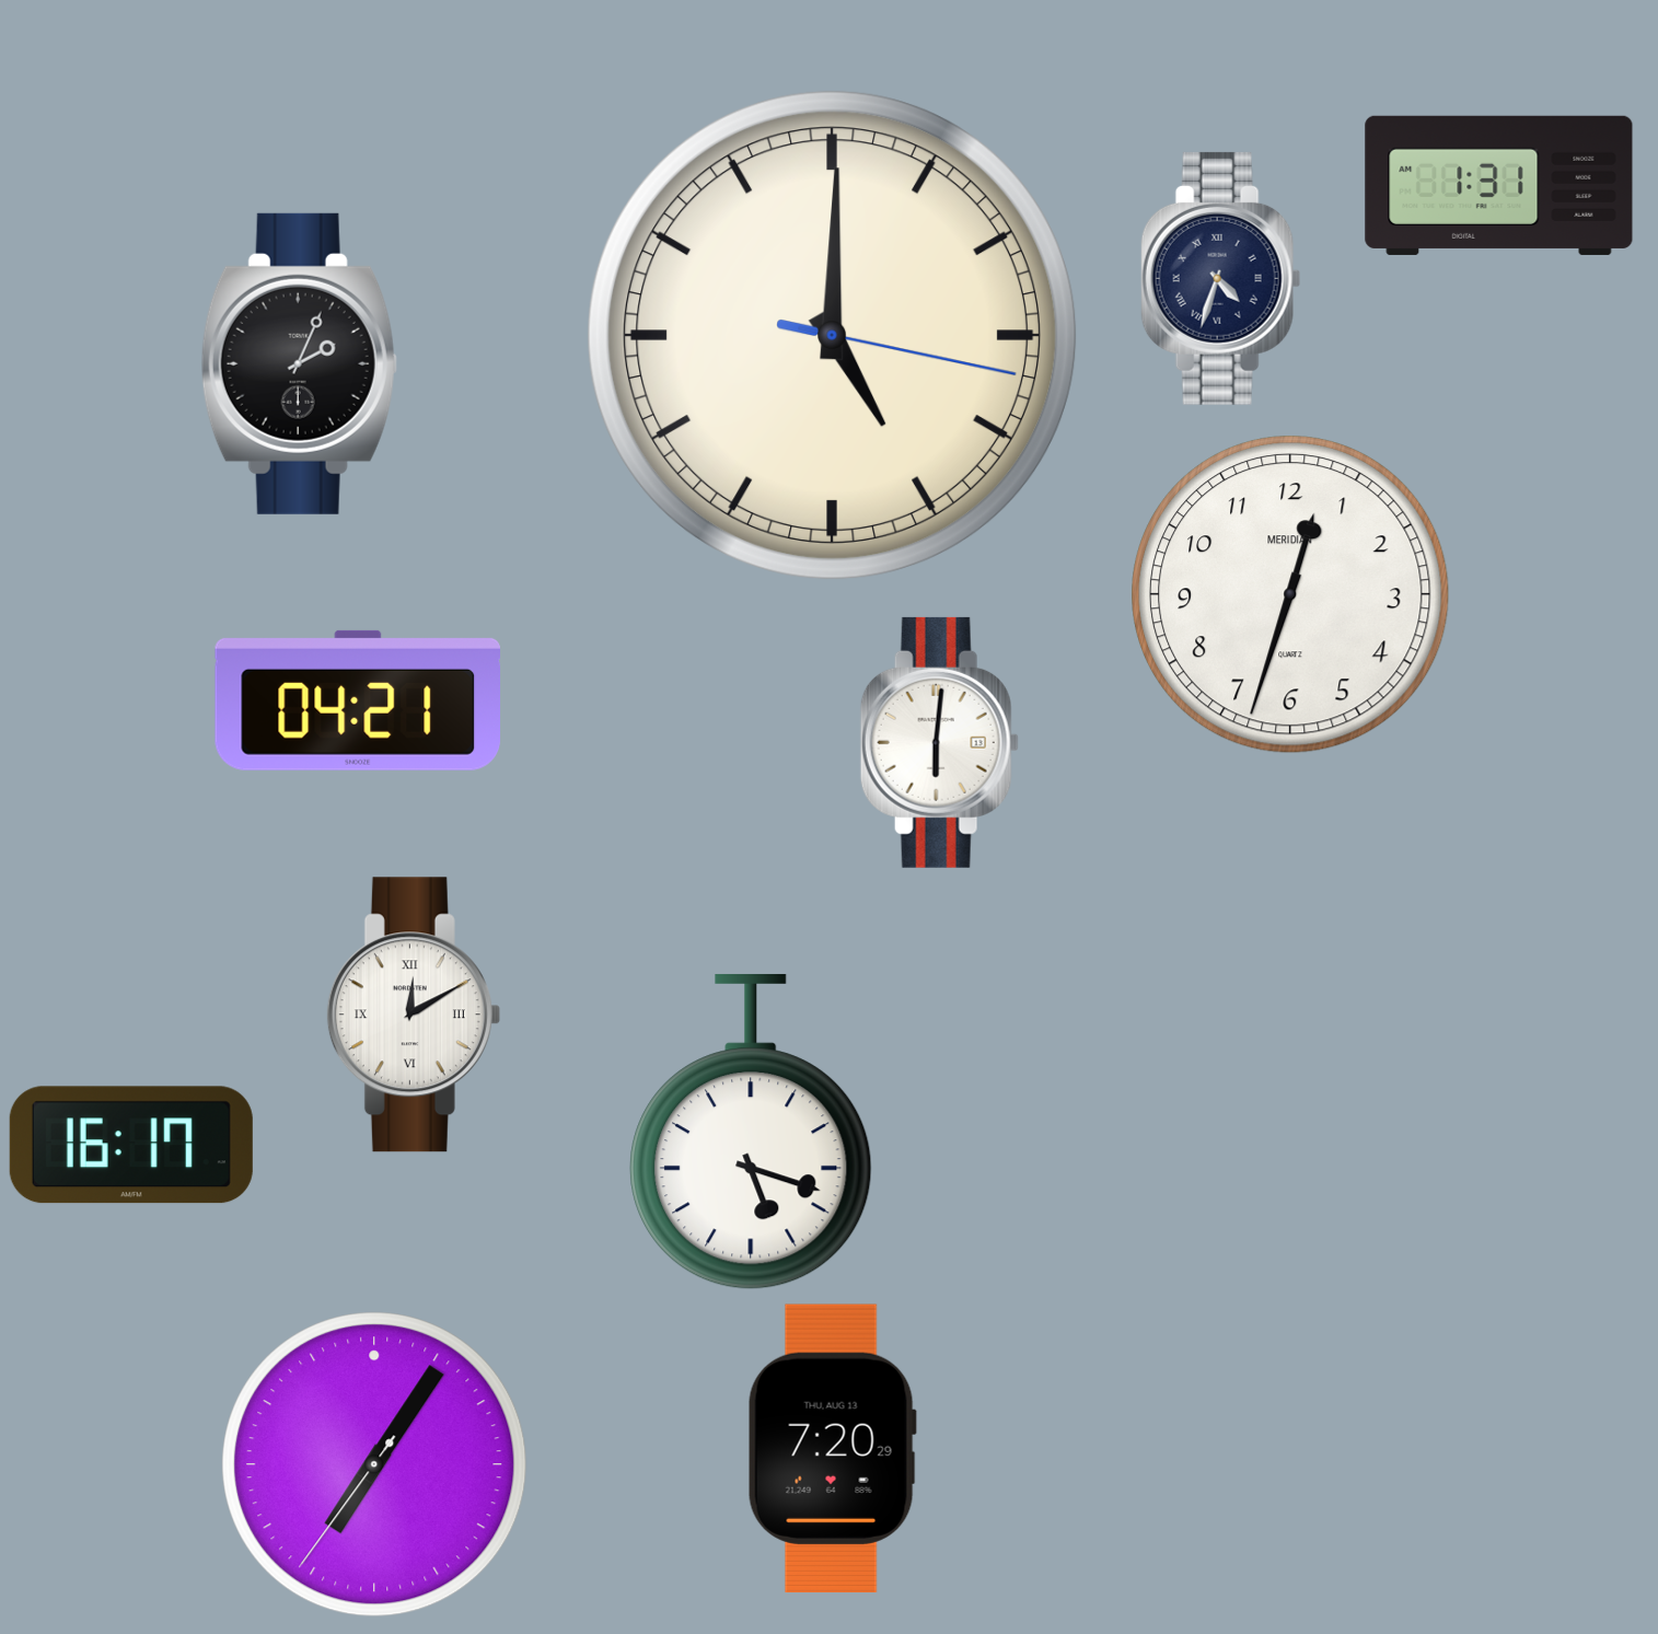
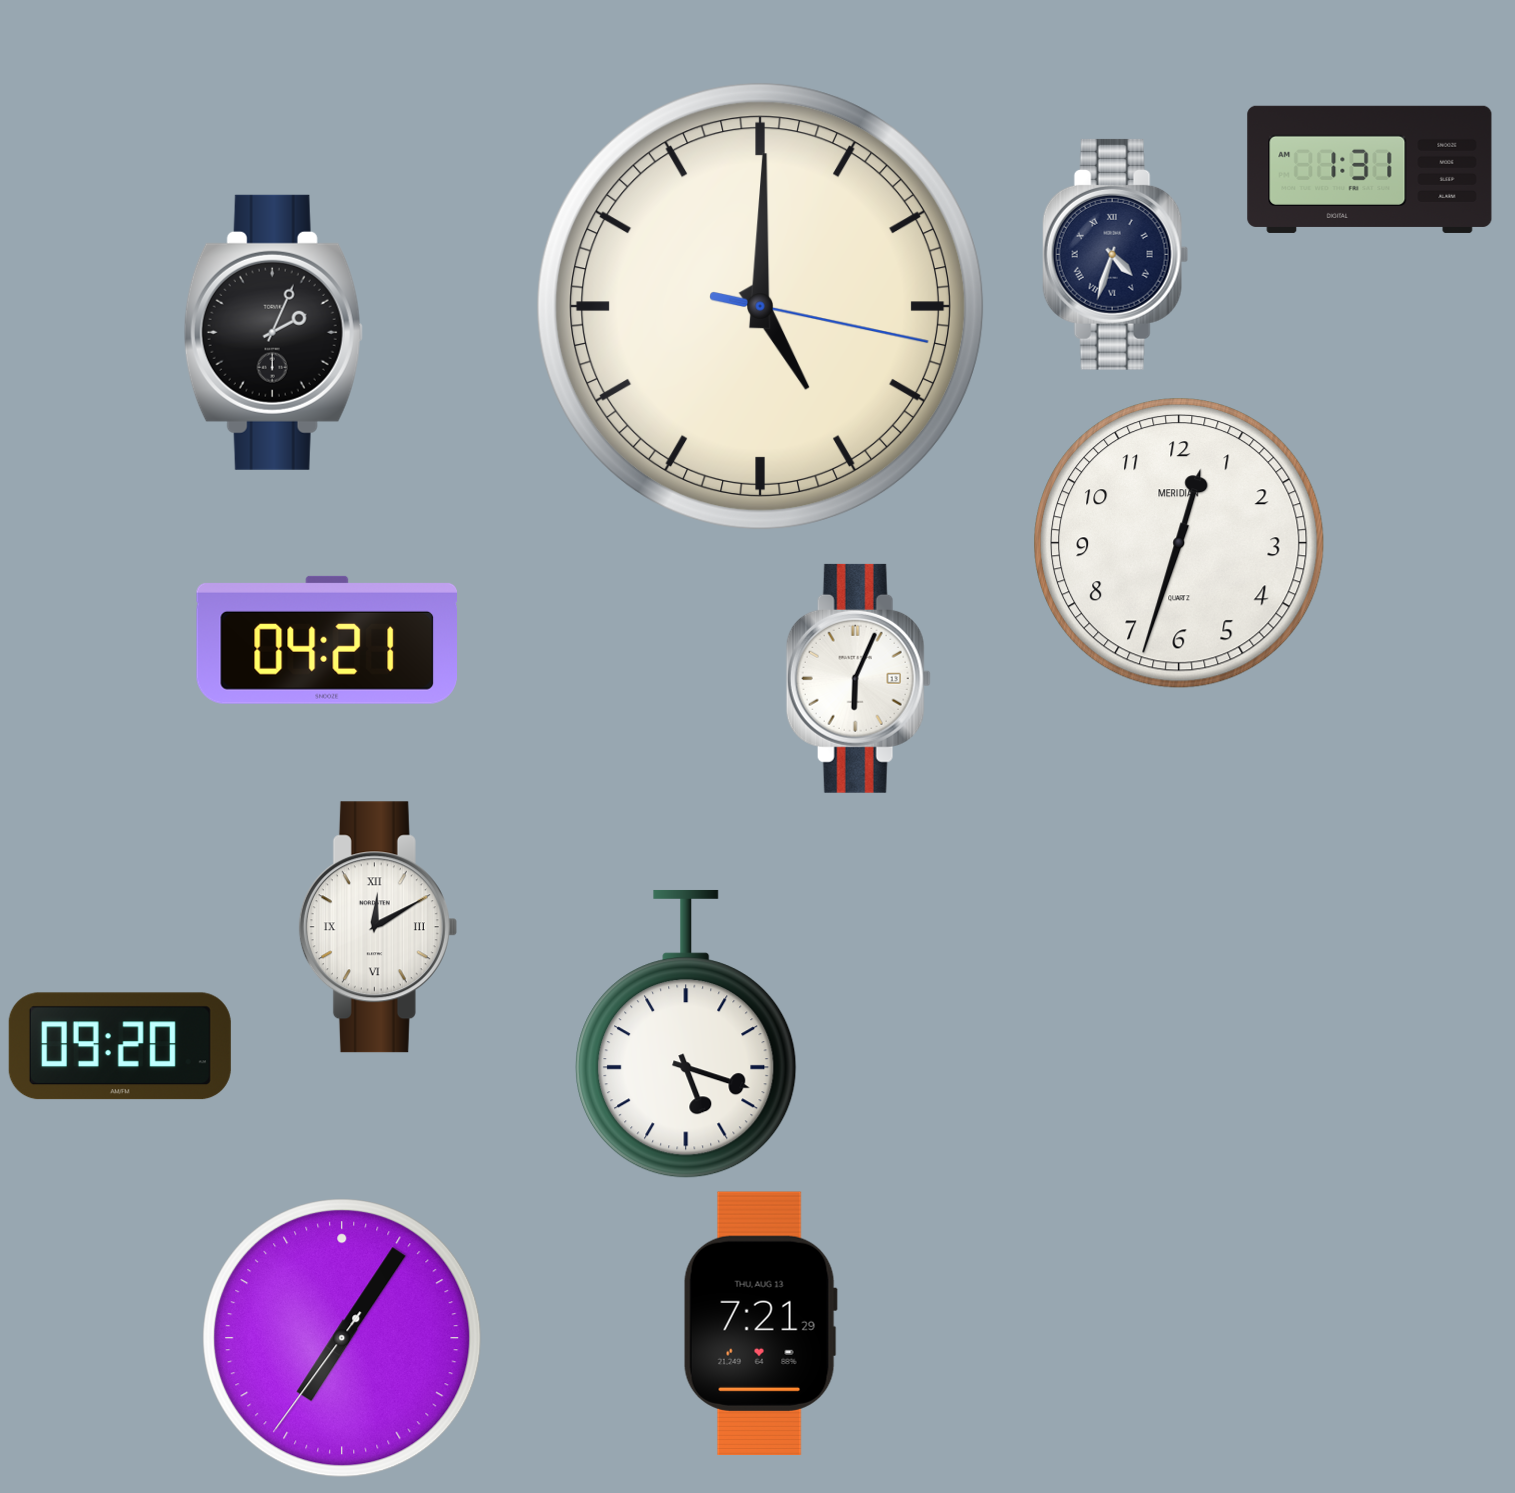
clock at (939, 742): 6:01 -> 6:04
clock at (131, 1145): 16:17 -> 09:20
clock at (832, 1448): 7:20 -> 7:21
